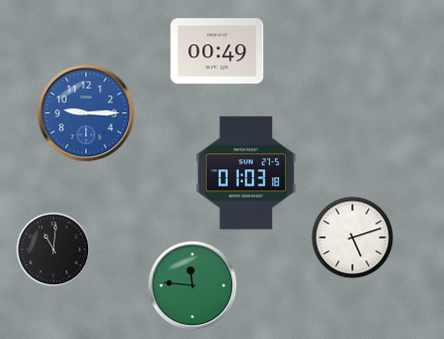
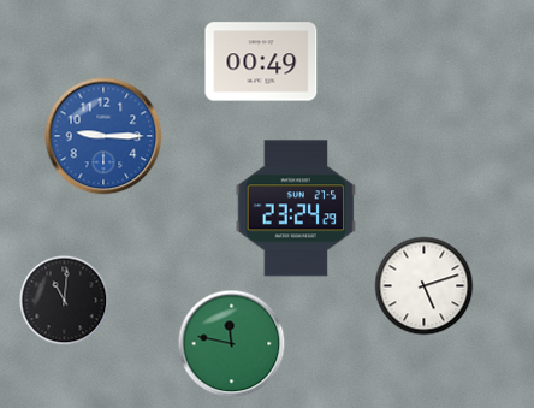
clock at (246, 173): 01:03 -> 23:24
clock at (193, 286): 11:46 -> 11:47
